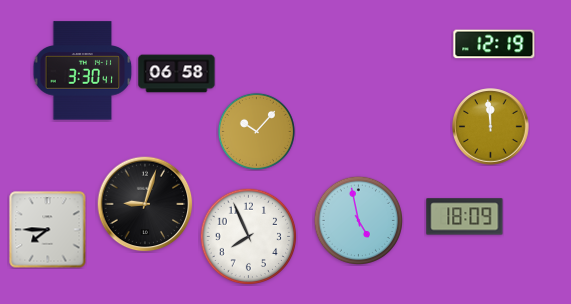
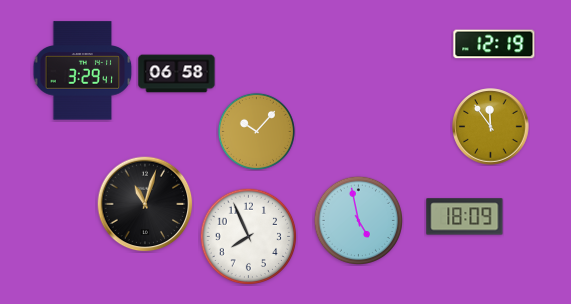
clock at (83, 71): 3:30 -> 3:29
clock at (491, 127): 11:59 -> 11:54
clock at (145, 204): 9:03 -> 11:03
clock at (48, 230): 7:45 -> none
